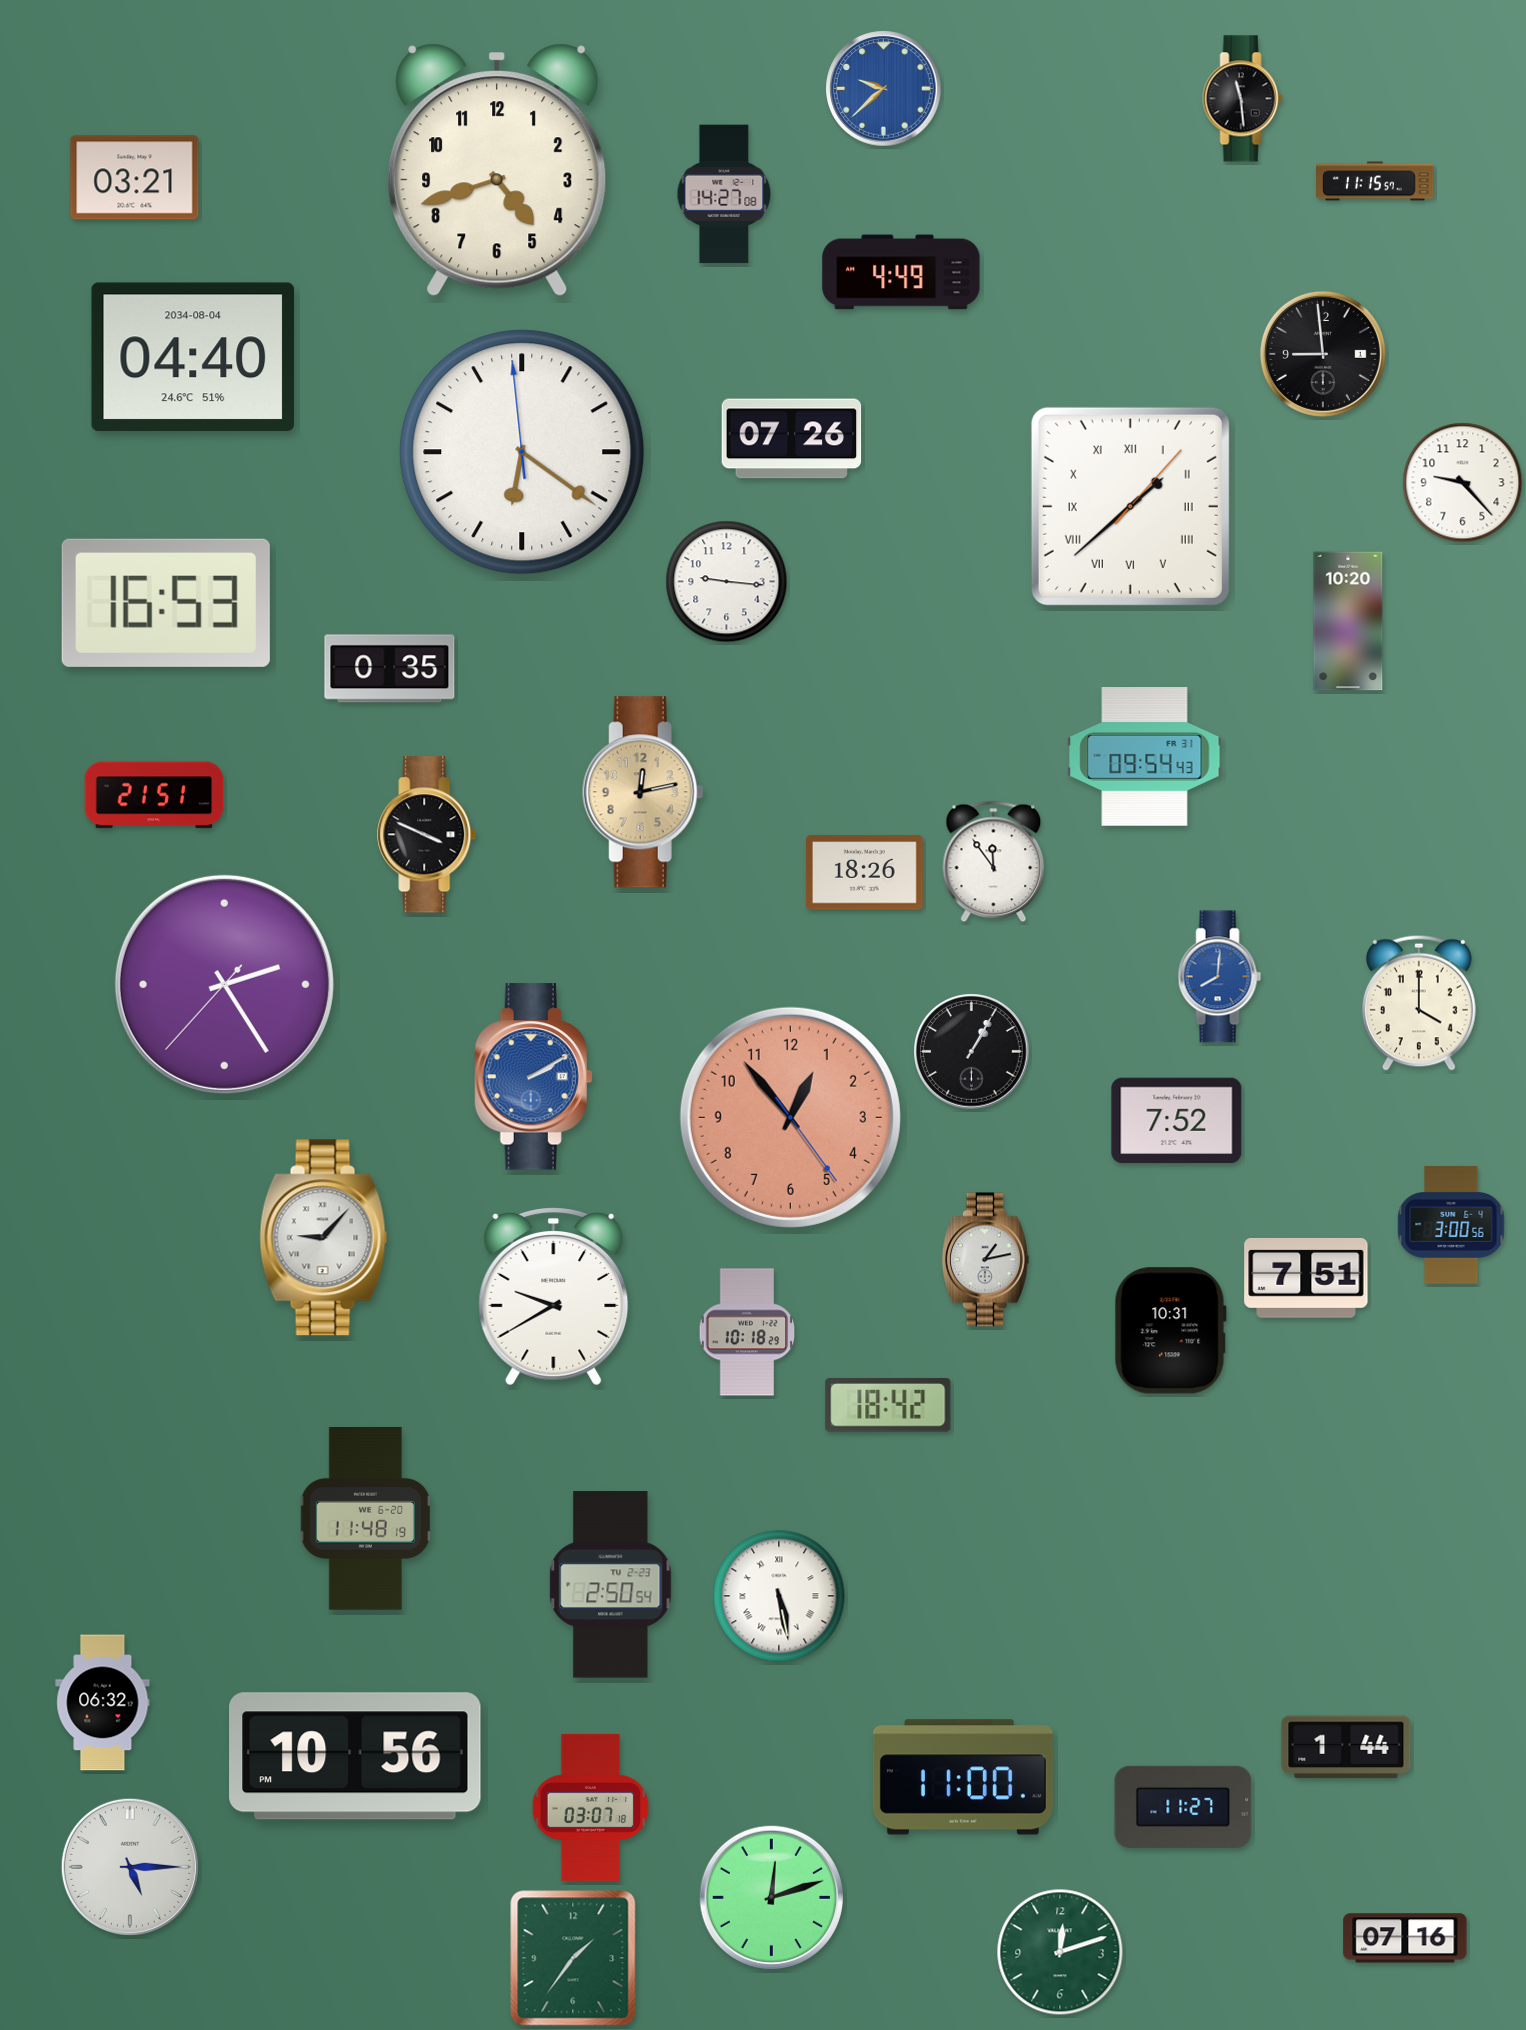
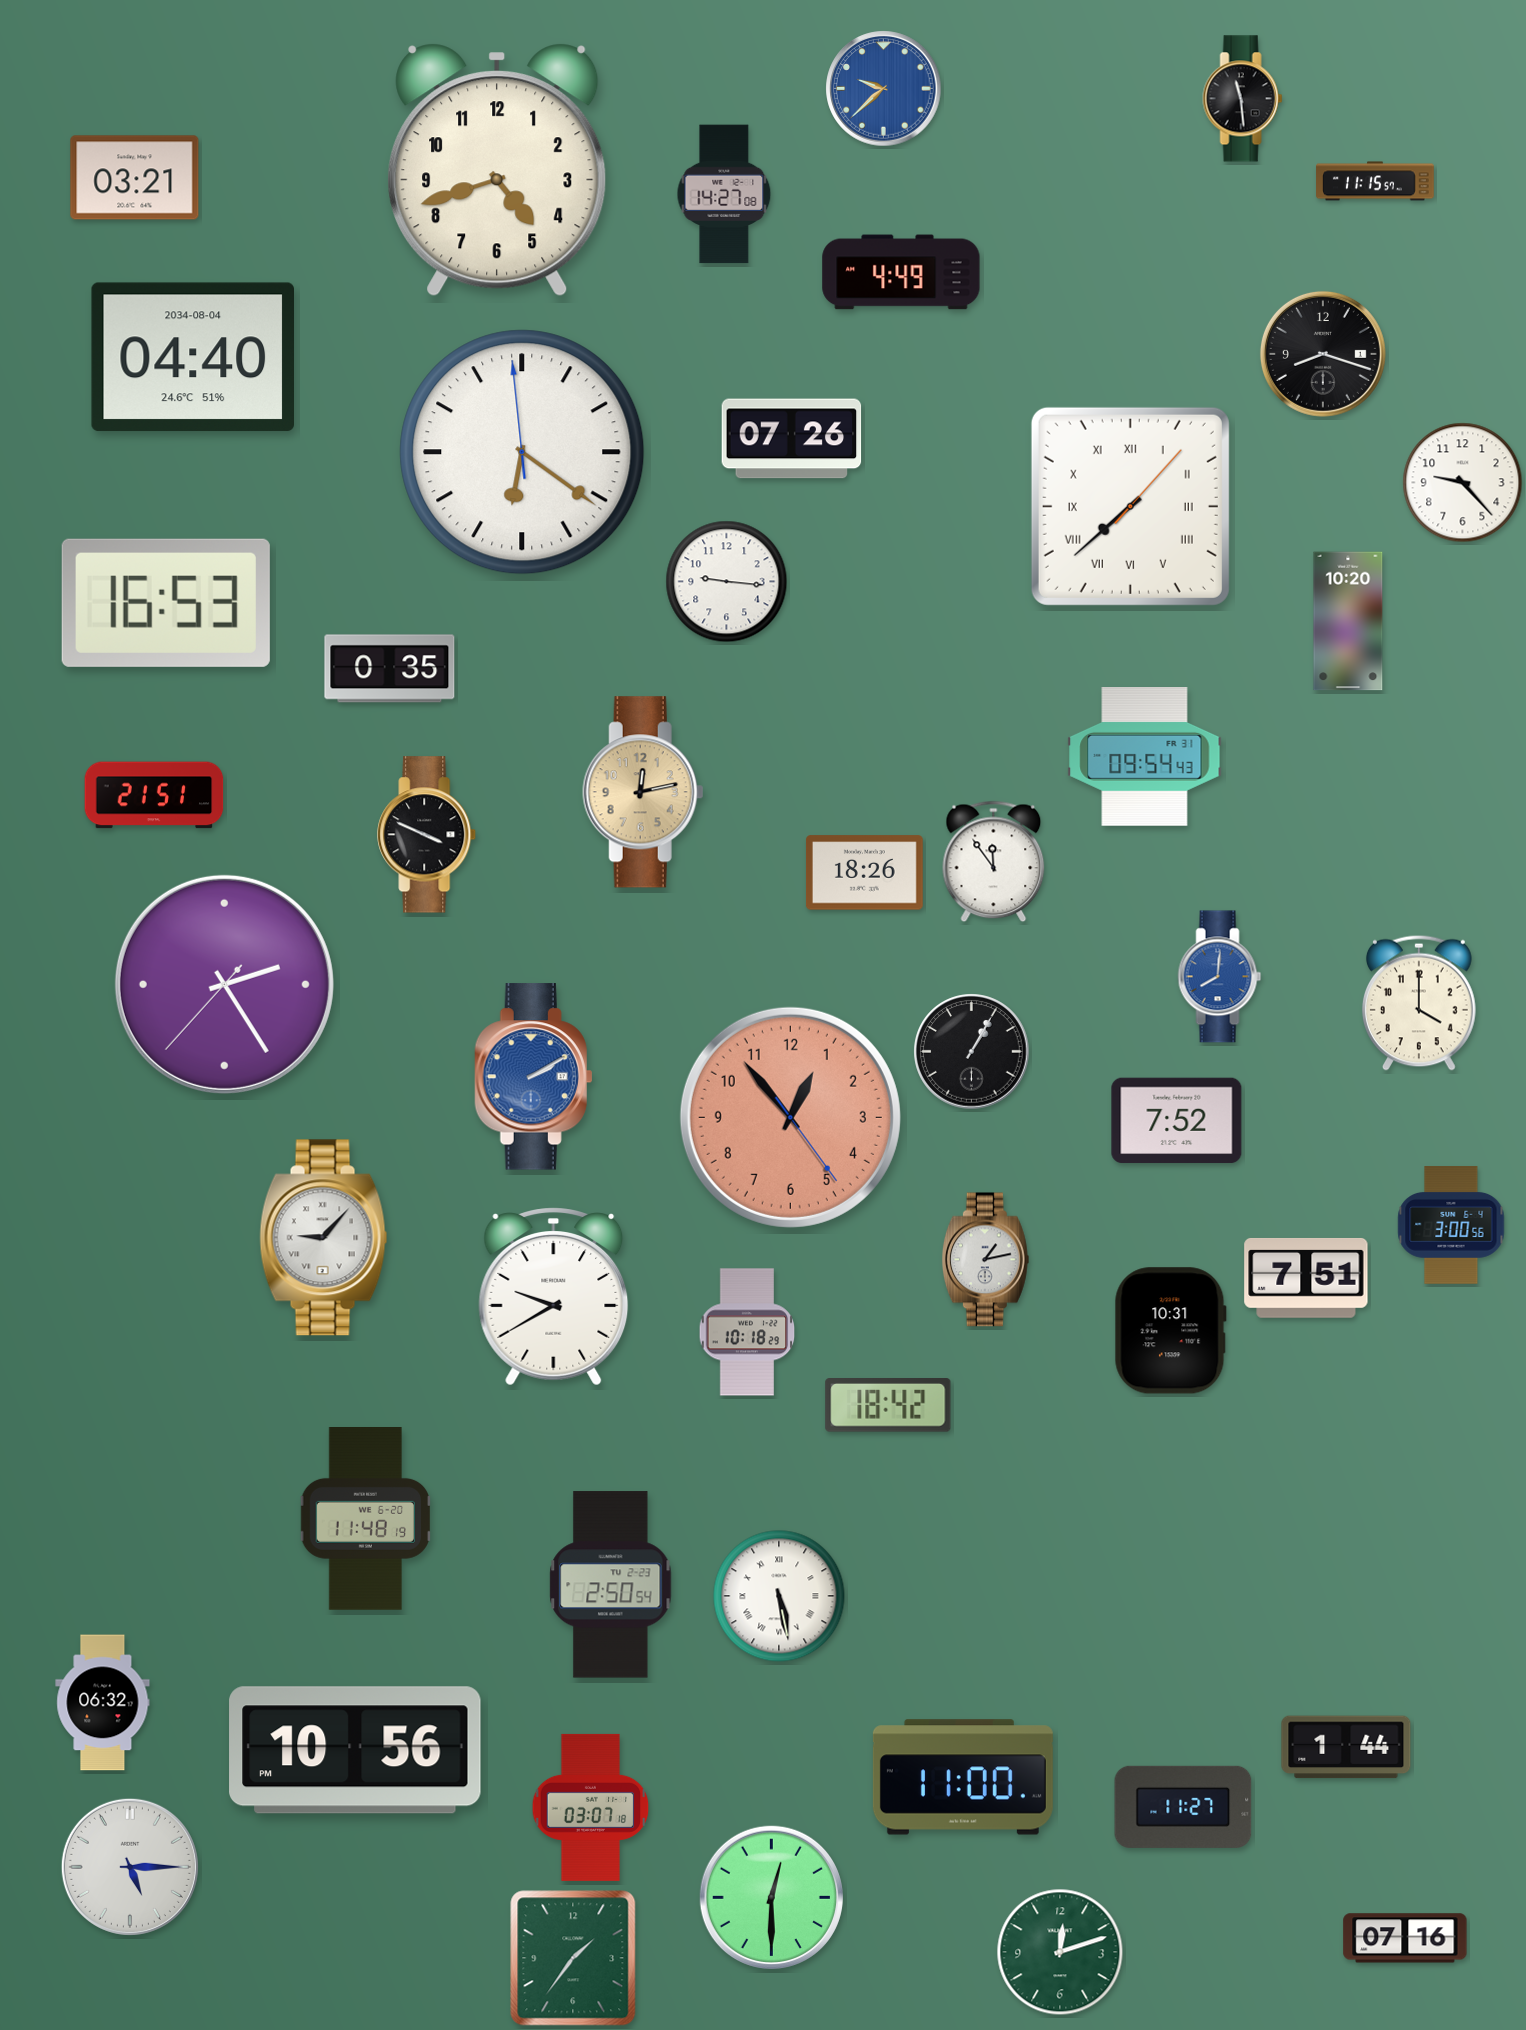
clock at (1323, 354): 8:59 -> 8:18
clock at (1130, 506): 1:38 -> 7:38
clock at (355, 1756) position: (355, 1756) -> (355, 1750)
clock at (771, 1897): 12:12 -> 12:30
